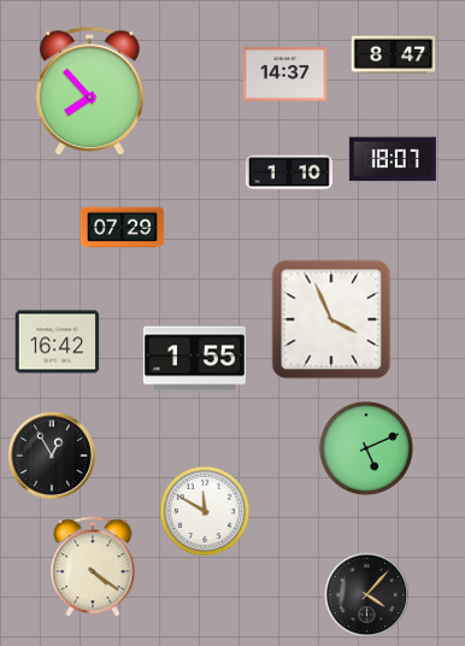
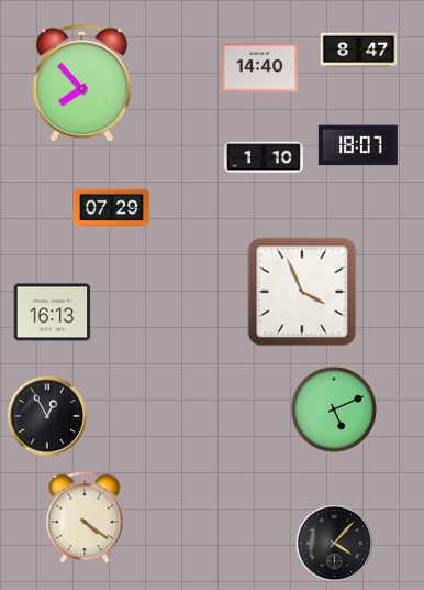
clock at (286, 75): 14:37 -> 14:40
clock at (58, 342): 16:42 -> 16:13
clock at (194, 359): 1:55 -> none
clock at (205, 511): 11:50 -> none
